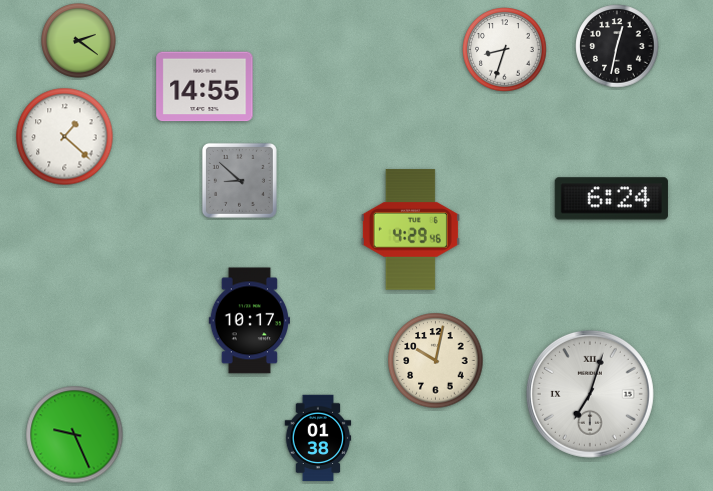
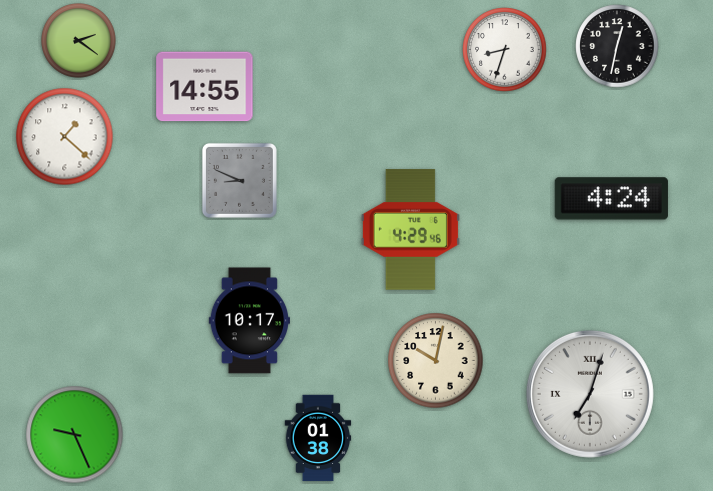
clock at (239, 180): 8:52 -> 8:49
clock at (611, 199): 6:24 -> 4:24
